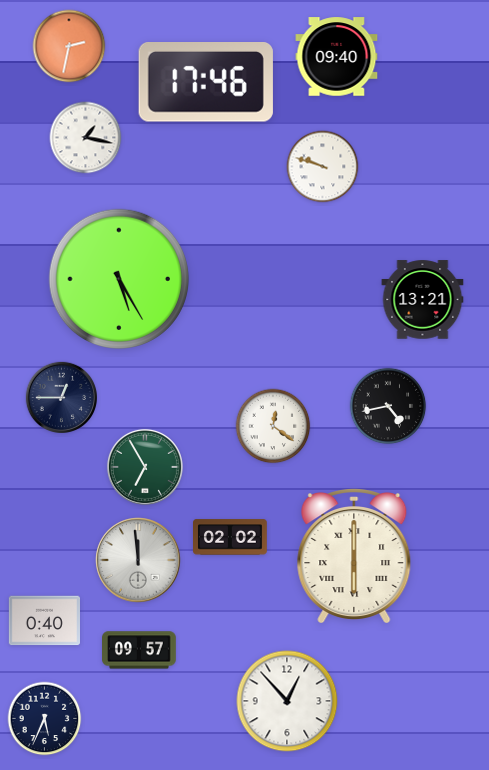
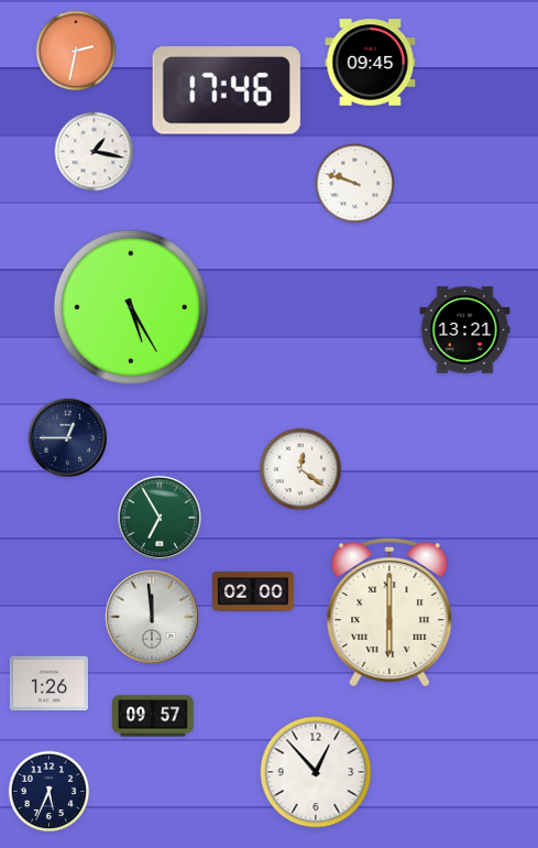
clock at (337, 57): 09:40 -> 09:45
clock at (388, 406): 4:43 -> none
clock at (145, 467) position: (145, 467) -> (160, 518)
clock at (231, 537): 02:02 -> 02:00
clock at (44, 621): 0:40 -> 1:26
